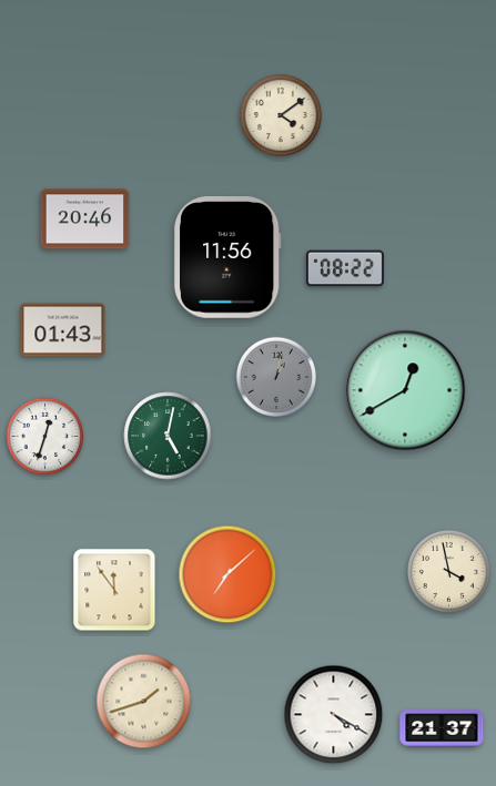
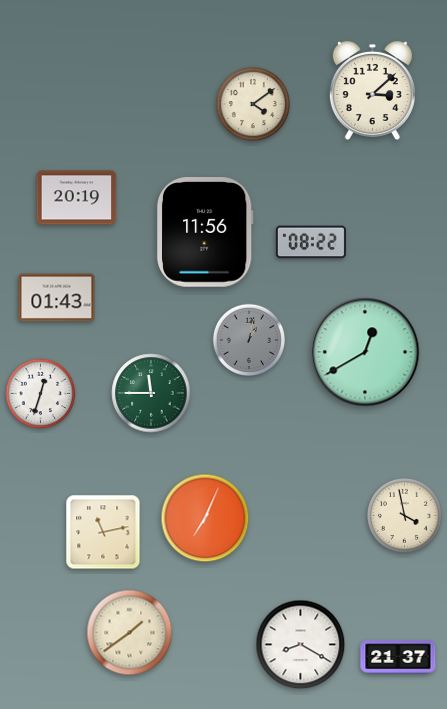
clock at (372, 90): none -> 3:08
clock at (85, 220): 20:46 -> 20:19
clock at (168, 436): 5:02 -> 11:45
clock at (227, 574): 7:08 -> 7:04
clock at (114, 590): 11:54 -> 11:13
clock at (144, 702): 1:42 -> 1:39
clock at (334, 715): 4:20 -> 8:20
